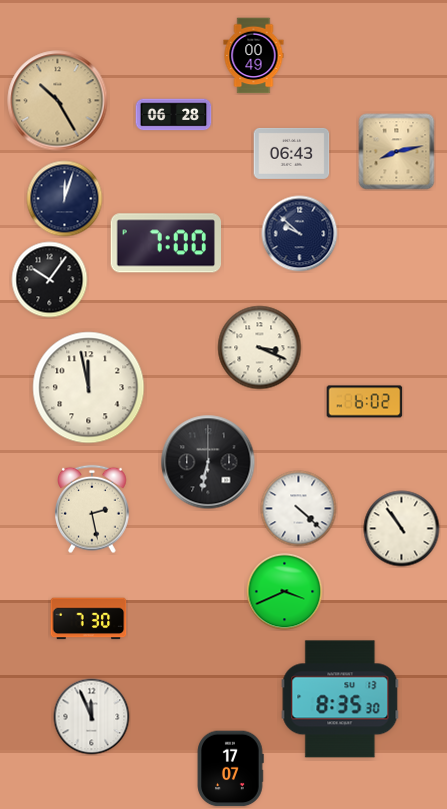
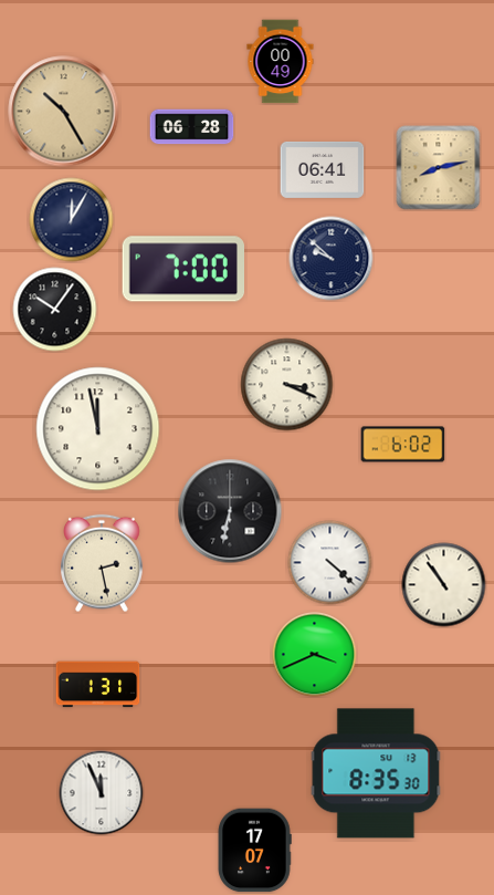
clock at (292, 153): 06:43 -> 06:41
clock at (65, 199): 12:03 -> 12:05
clock at (89, 619): 7:30 -> 1:31
